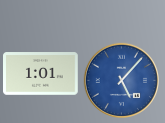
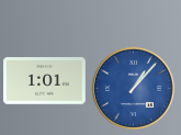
clock at (121, 80): 5:07 -> 1:07
